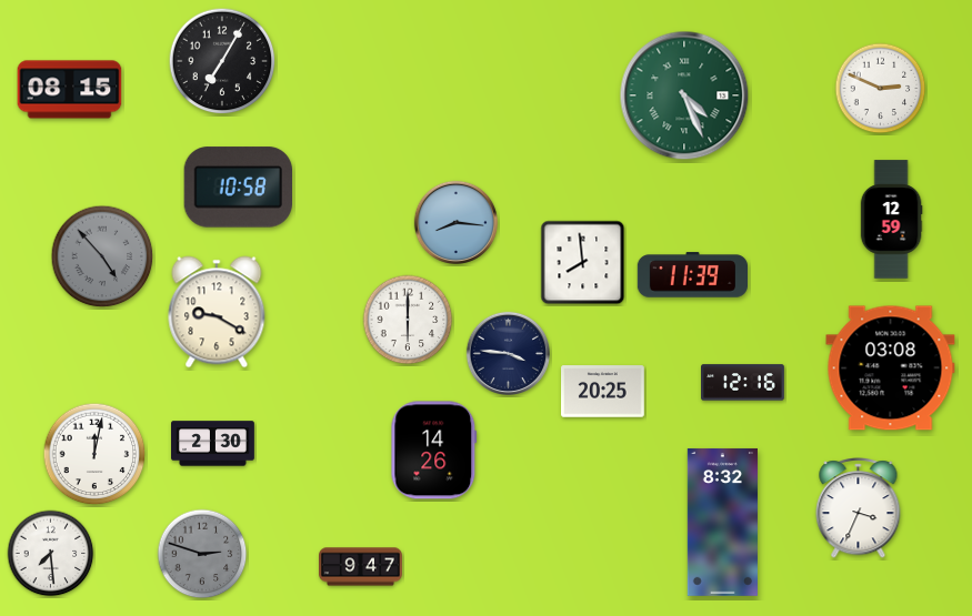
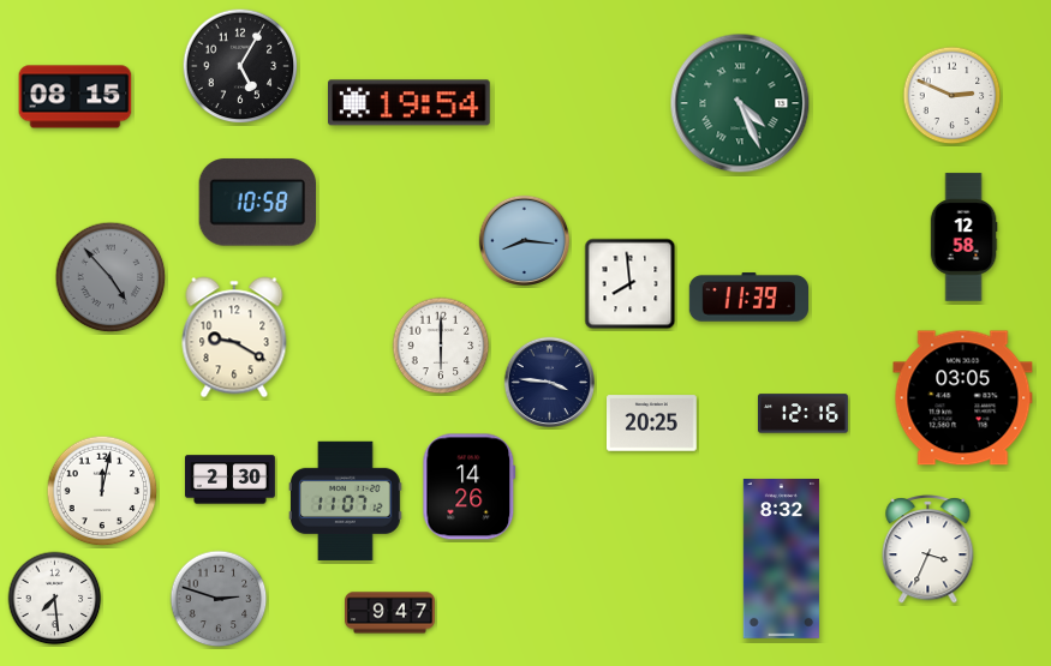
clock at (222, 61): 7:05 -> 5:05
clock at (410, 103): none -> 19:54
clock at (891, 220): 12:59 -> 12:58
clock at (455, 222) position: (455, 222) -> (524, 240)
clock at (891, 368): 03:08 -> 03:05
clock at (346, 500): none -> 11:07
clock at (722, 522) position: (722, 522) -> (781, 558)
